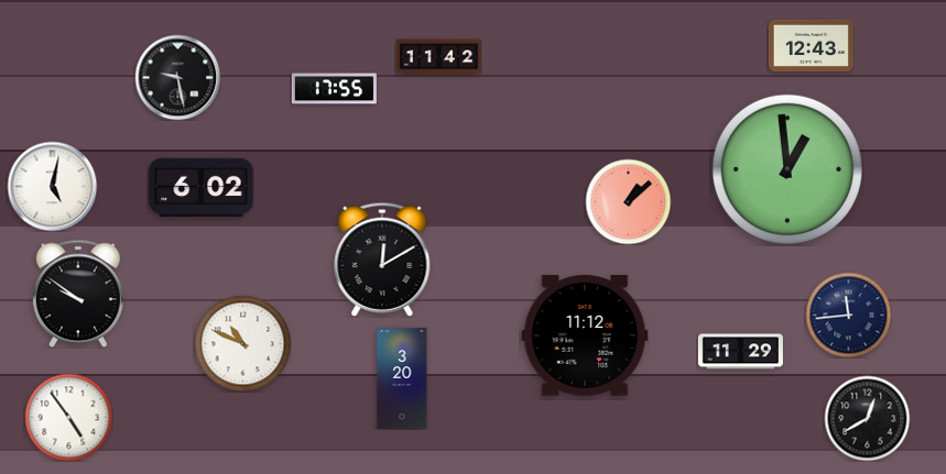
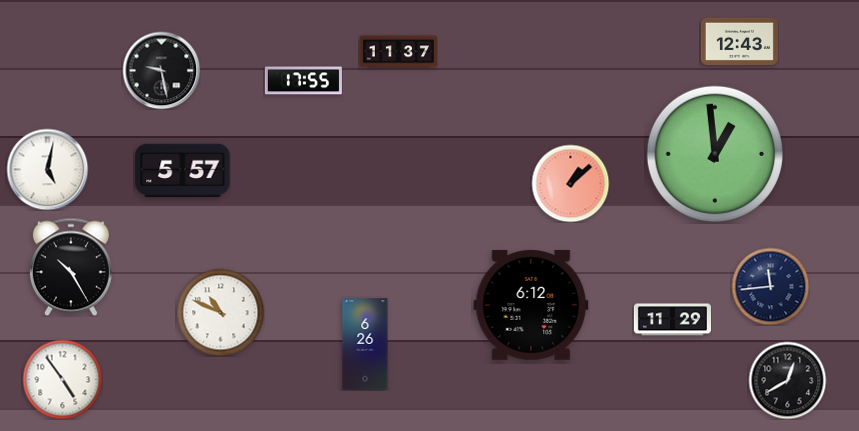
clock at (811, 45) position: (811, 45) -> (739, 41)
clock at (438, 57): 11:42 -> 11:37
clock at (202, 188): 6:02 -> 5:57
clock at (382, 260): 12:10 -> none
clock at (78, 294): 9:51 -> 10:25
clock at (585, 335): 11:12 -> 6:12
clock at (402, 378): 3:20 -> 6:26
